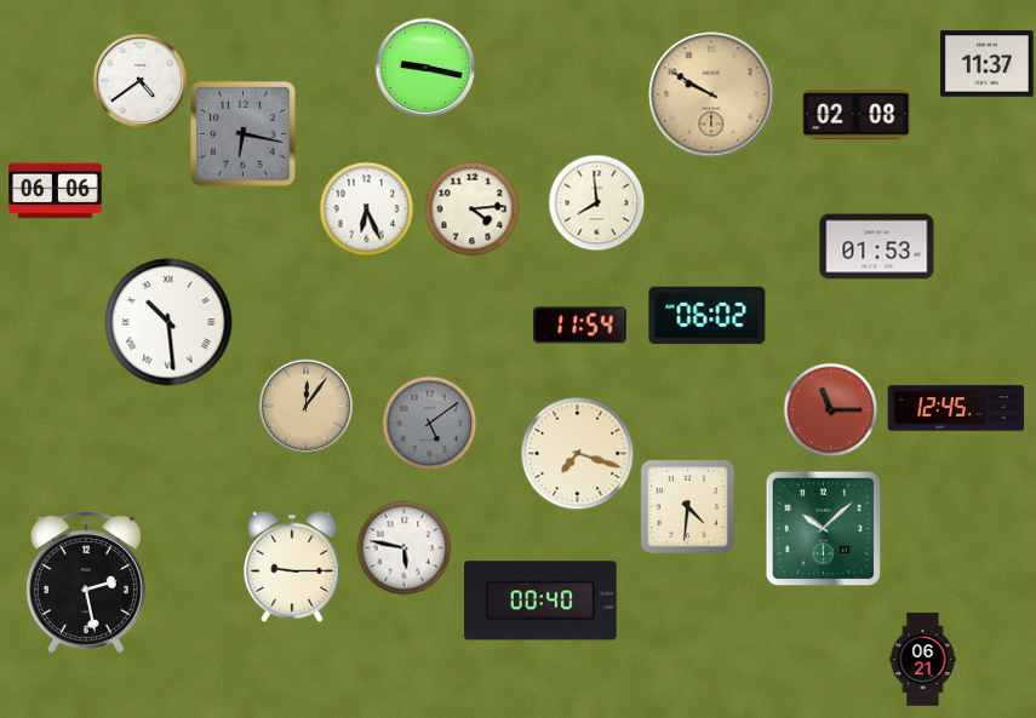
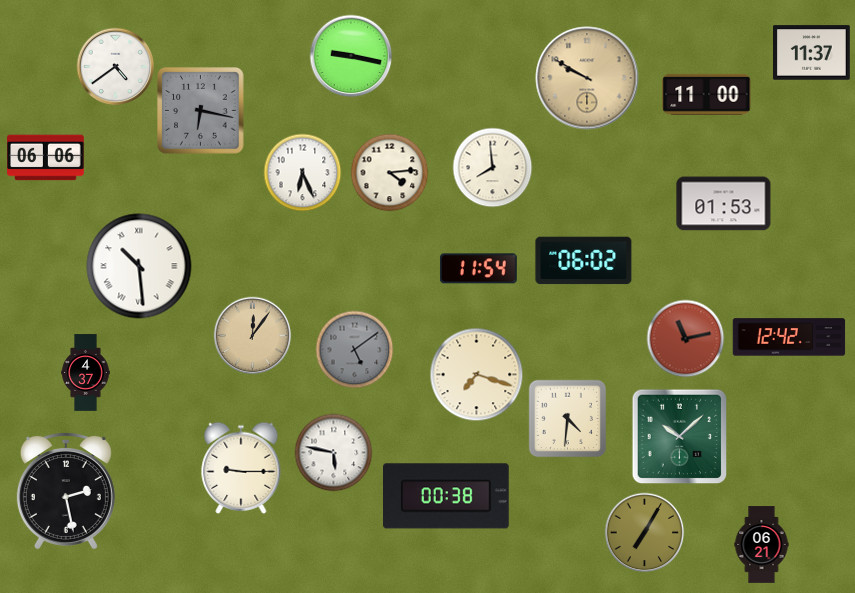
clock at (988, 64) position: (988, 64) -> (812, 53)
clock at (857, 114): 02:08 -> 11:00
clock at (956, 408): 12:45 -> 12:42
clock at (830, 409): 11:15 -> 11:13
clock at (86, 373): none -> 4:37
clock at (86, 582) position: (86, 582) -> (66, 491)
clock at (542, 601): 00:40 -> 00:38
clock at (644, 532): none -> 7:05
